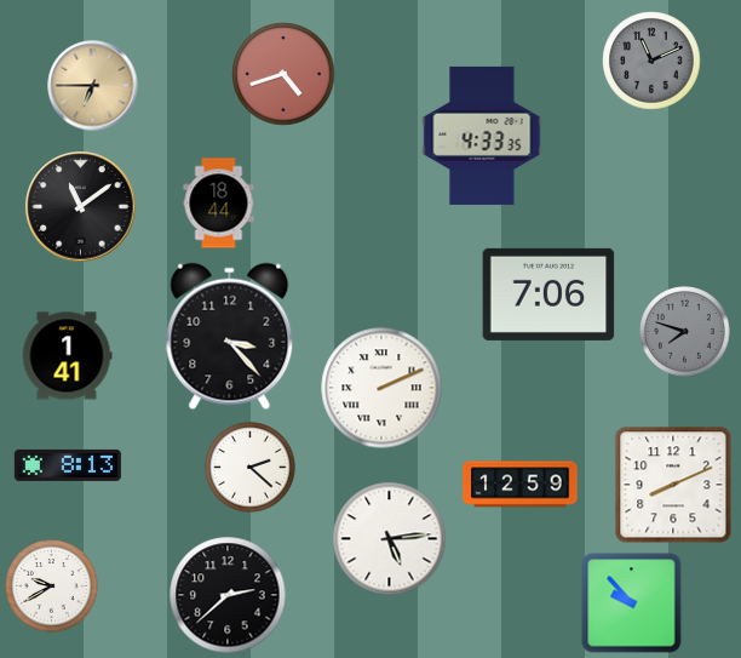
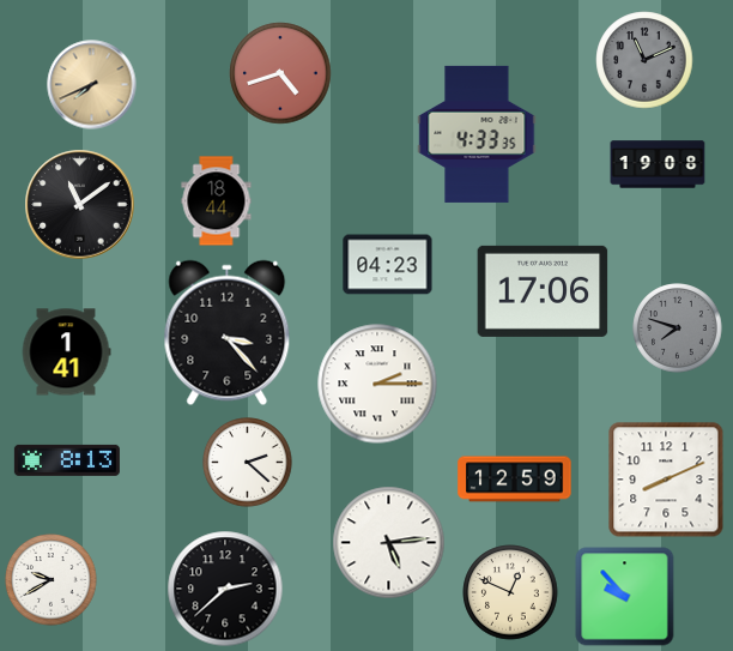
clock at (93, 86): 6:45 -> 7:41
clock at (658, 164): none -> 19:08
clock at (388, 265): none -> 04:23
clock at (548, 294): 7:06 -> 17:06
clock at (381, 388): 2:11 -> 2:15
clock at (390, 539) position: (390, 539) -> (389, 543)
clock at (510, 592): none -> 12:49
